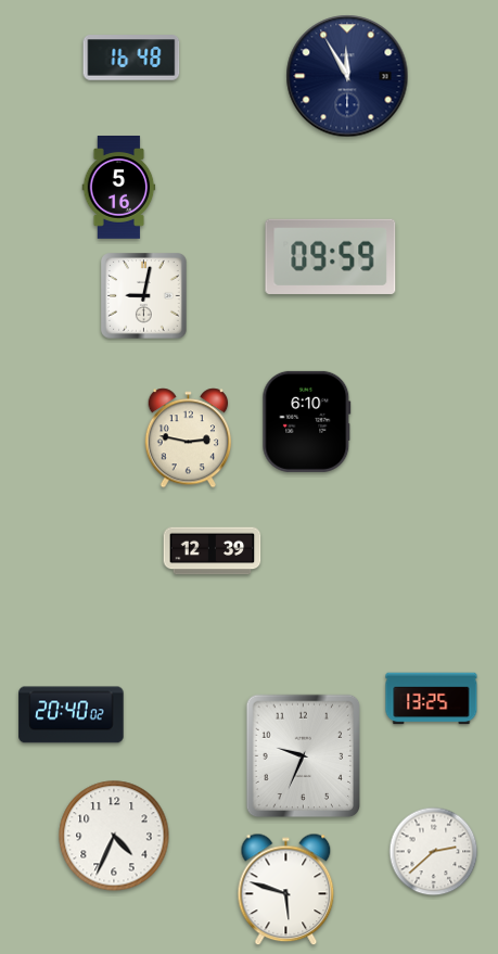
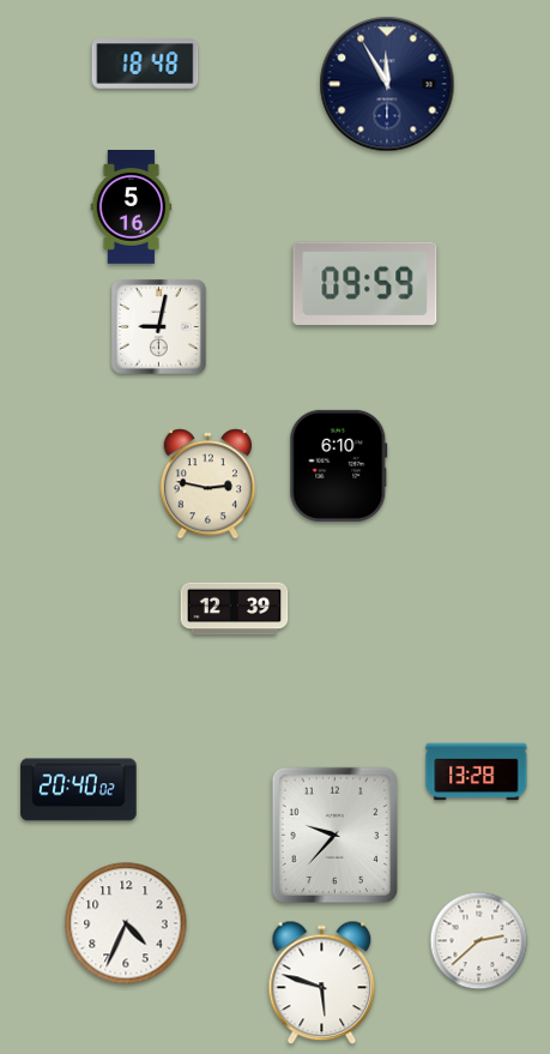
clock at (131, 58): 16:48 -> 18:48
clock at (347, 76) position: (347, 76) -> (387, 84)
clock at (432, 699): 13:25 -> 13:28
clock at (304, 756): 9:34 -> 9:37
clock at (286, 890) position: (286, 890) -> (322, 983)
